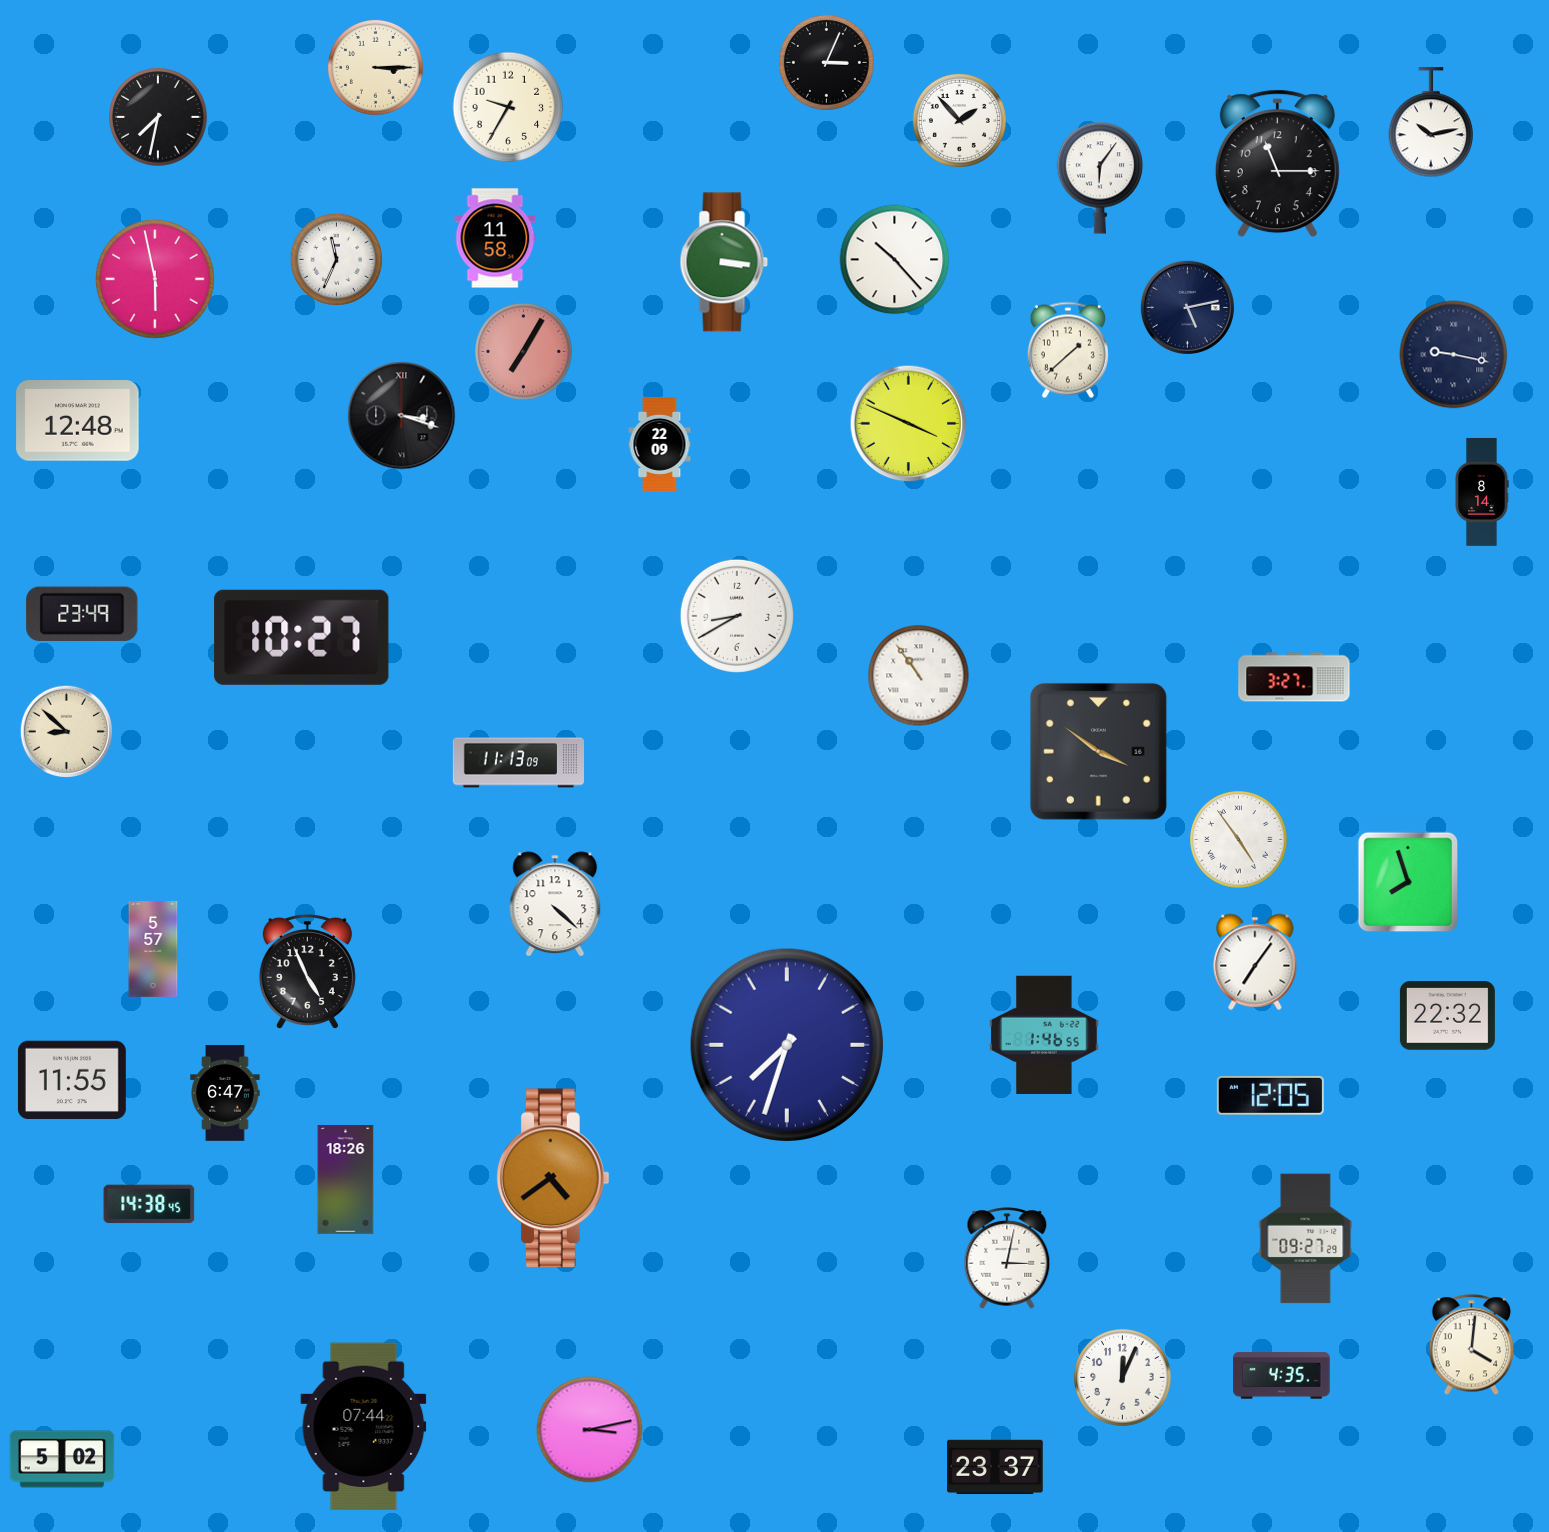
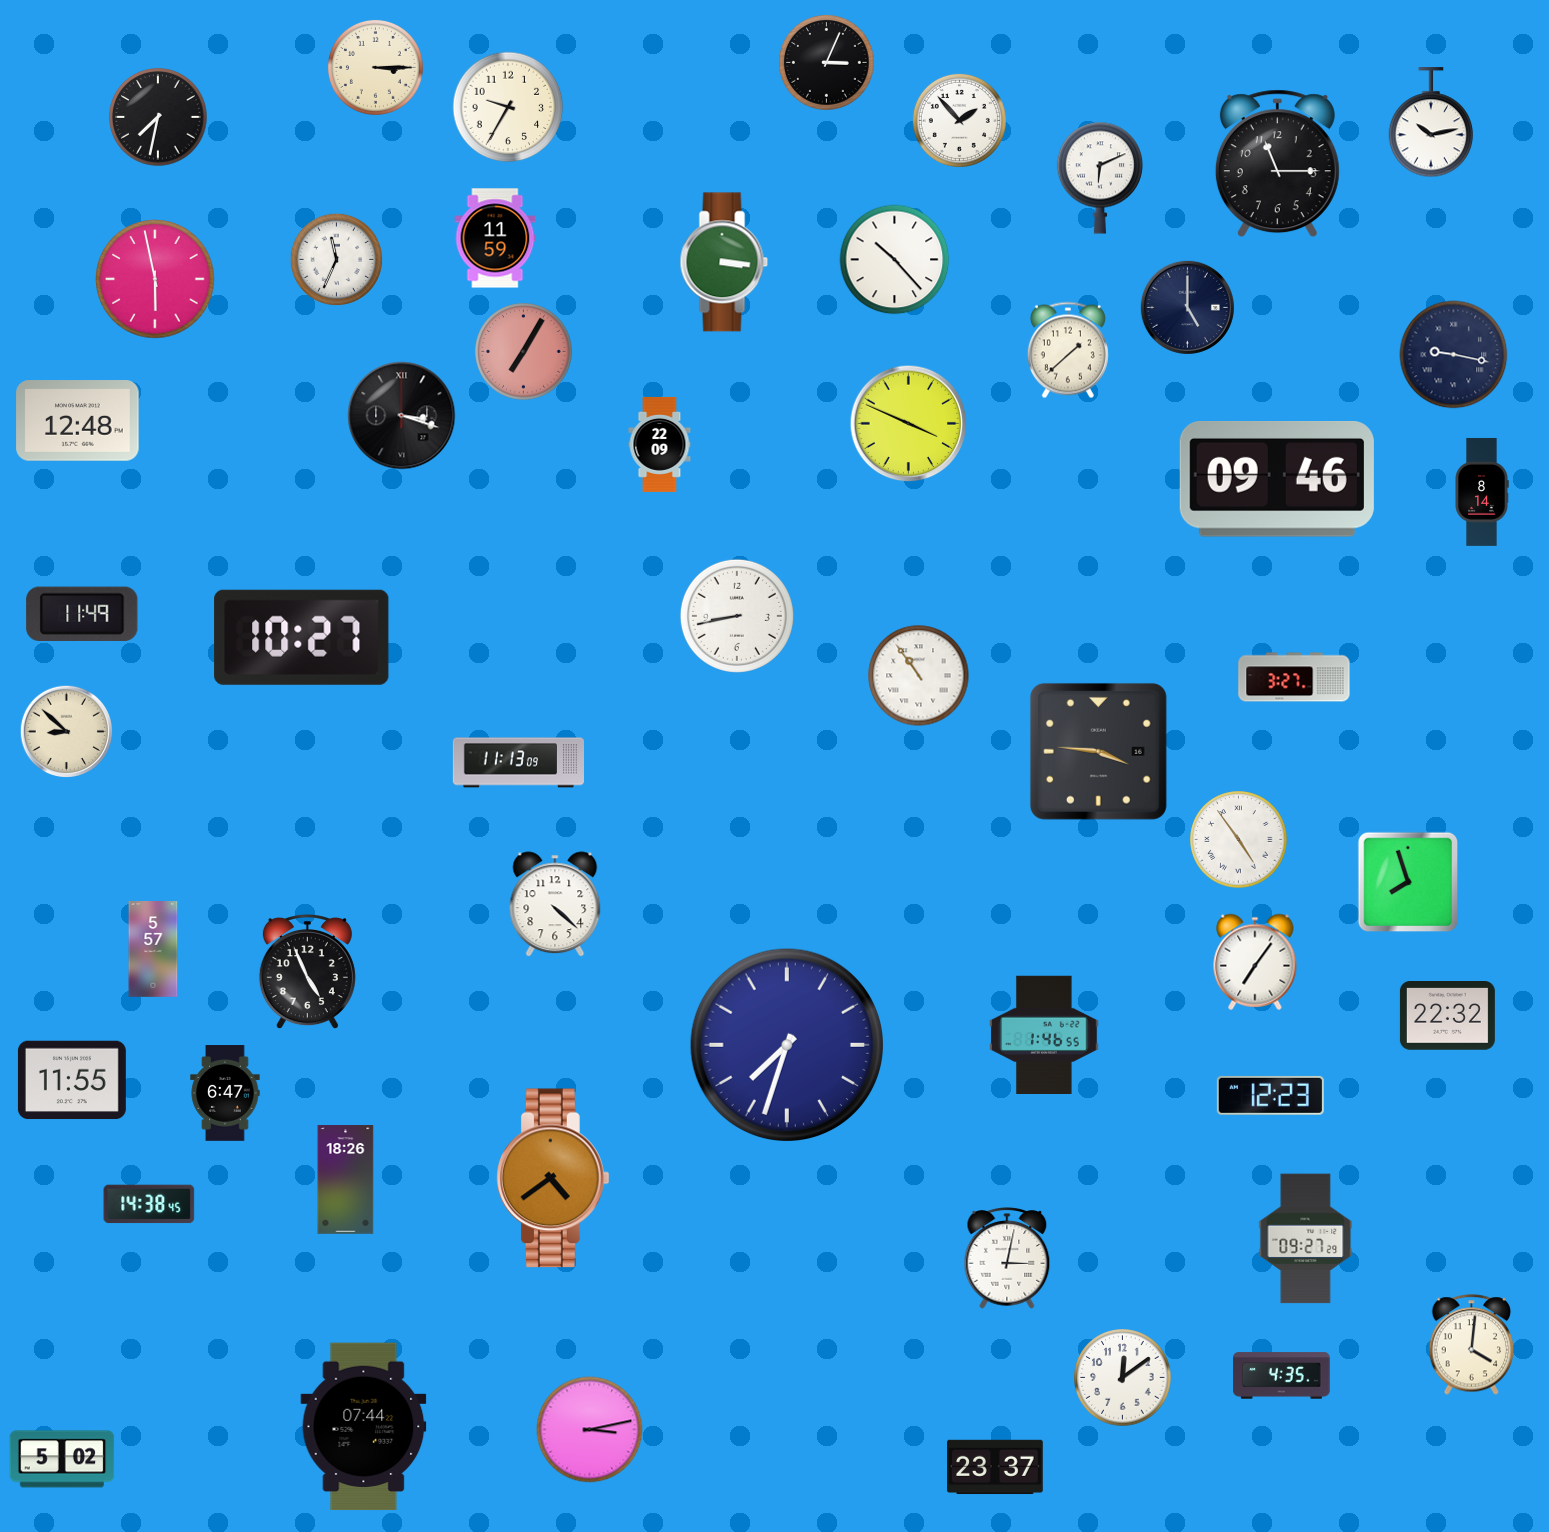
clock at (1100, 178): 6:06 -> 6:11
clock at (495, 238): 11:58 -> 11:59
clock at (1187, 307): 5:13 -> 5:00
clock at (1277, 480): none -> 09:46
clock at (82, 614): 23:49 -> 11:49
clock at (737, 616): 8:40 -> 8:43
clock at (1098, 751): 3:51 -> 3:46
clock at (1270, 1095): 12:05 -> 12:23
clock at (1123, 1378): 12:04 -> 12:09
